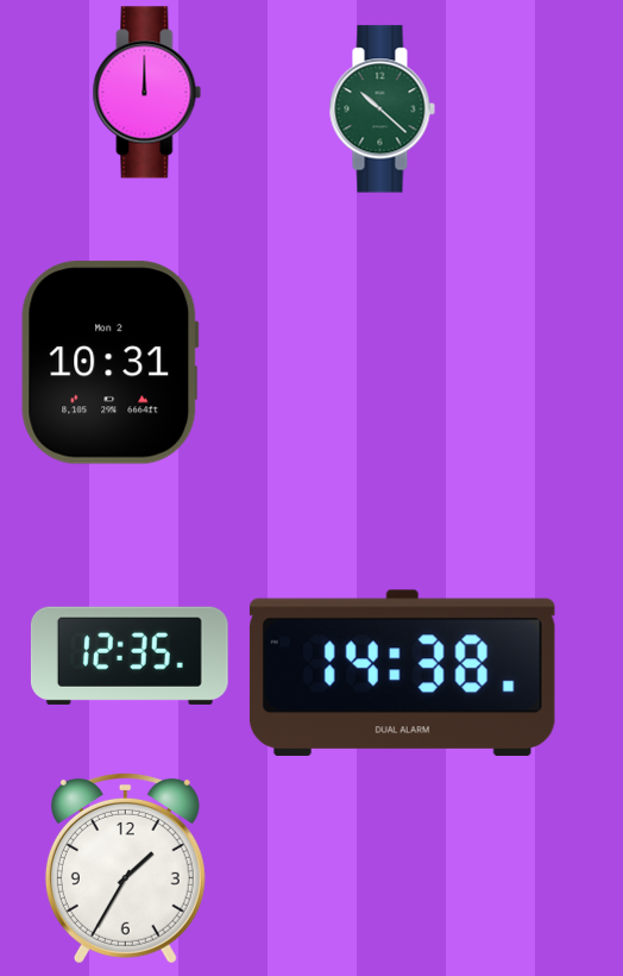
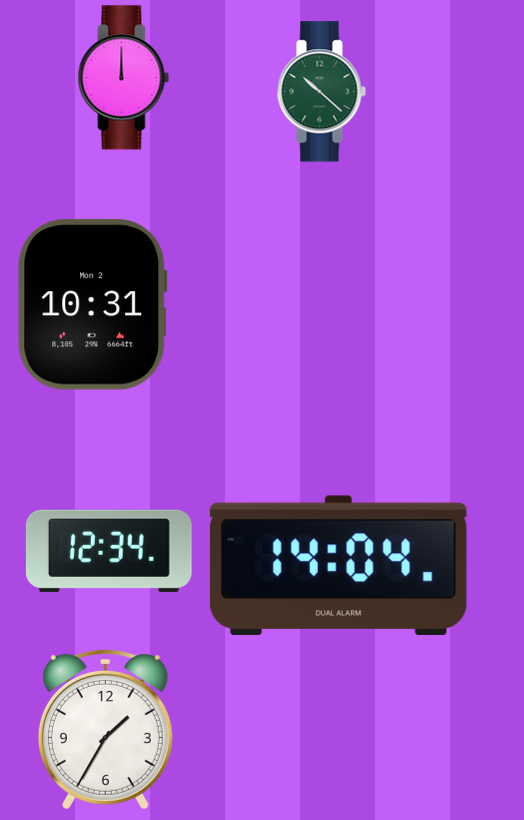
clock at (130, 656): 12:35 -> 12:34
clock at (402, 672): 14:38 -> 14:04
